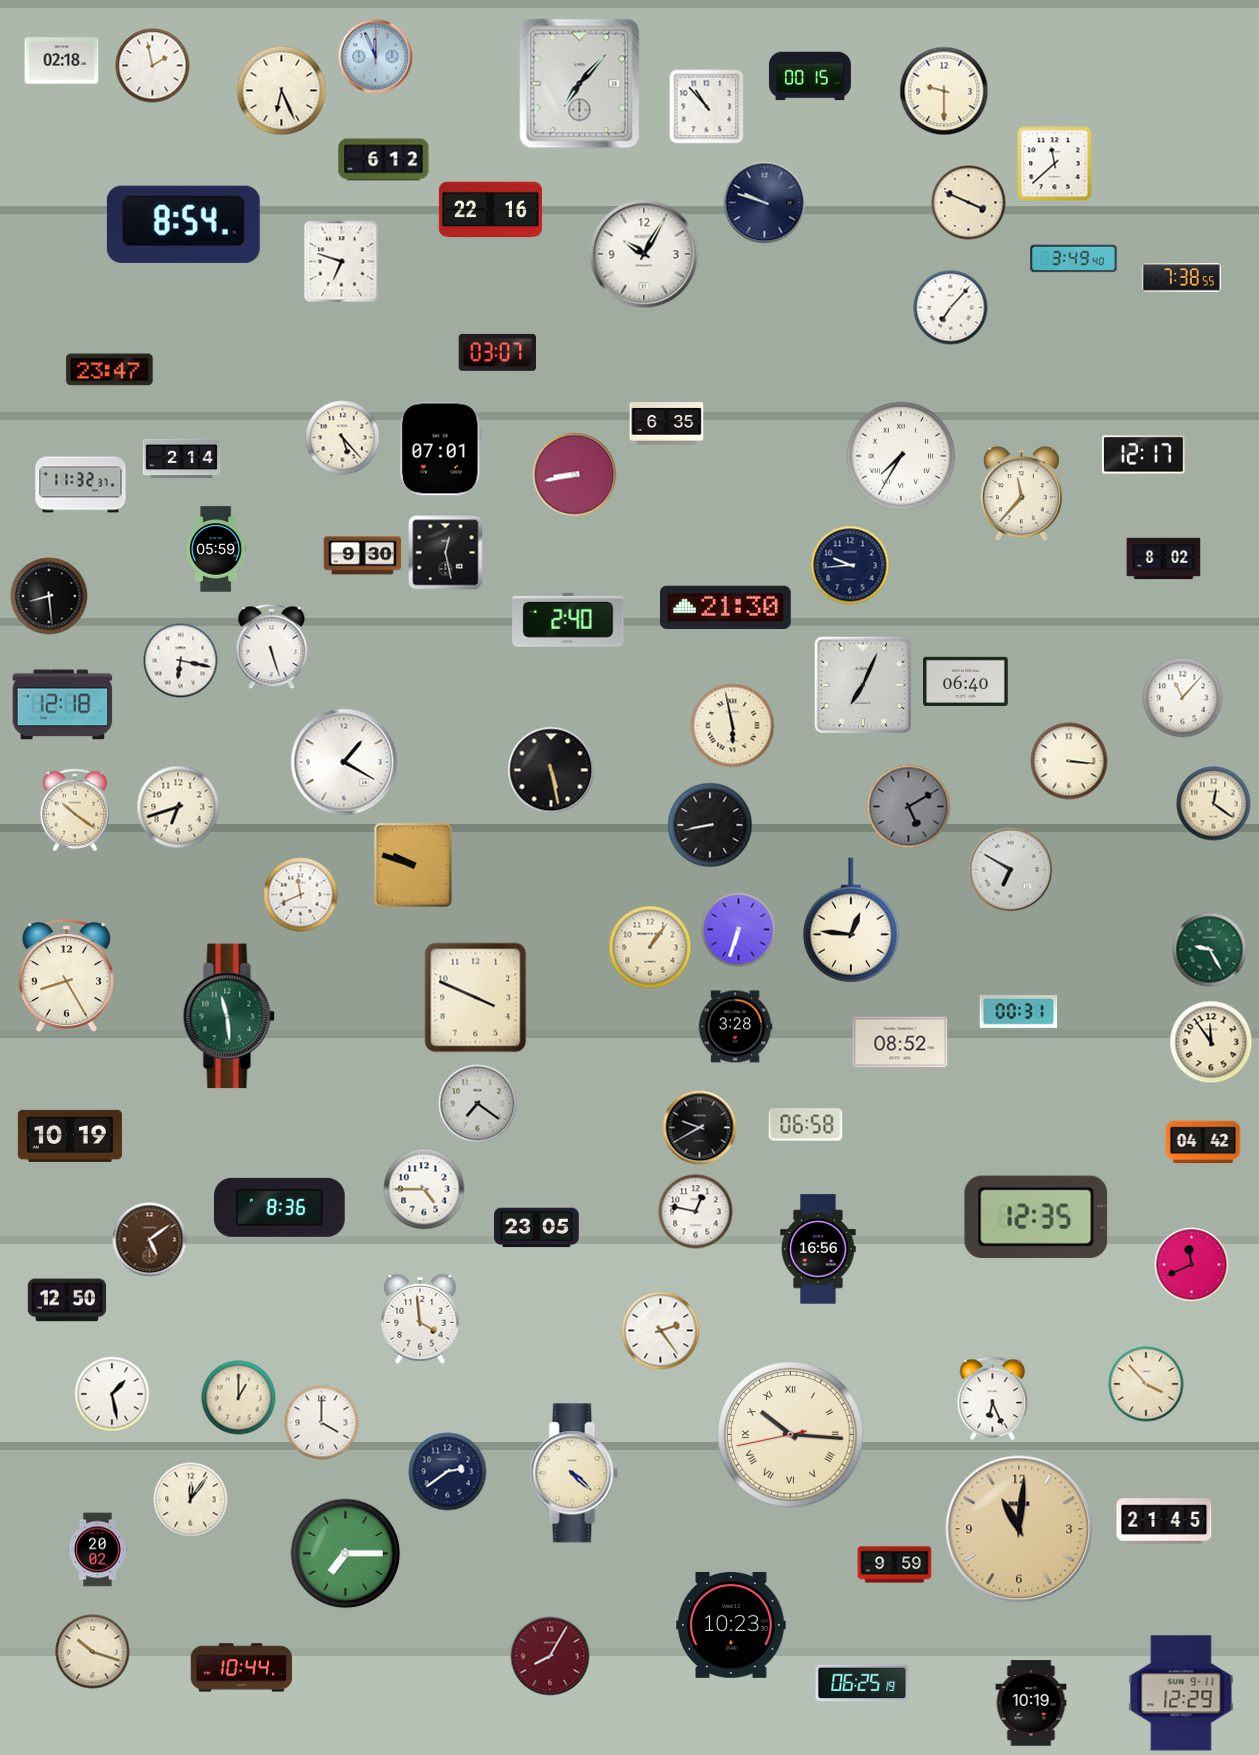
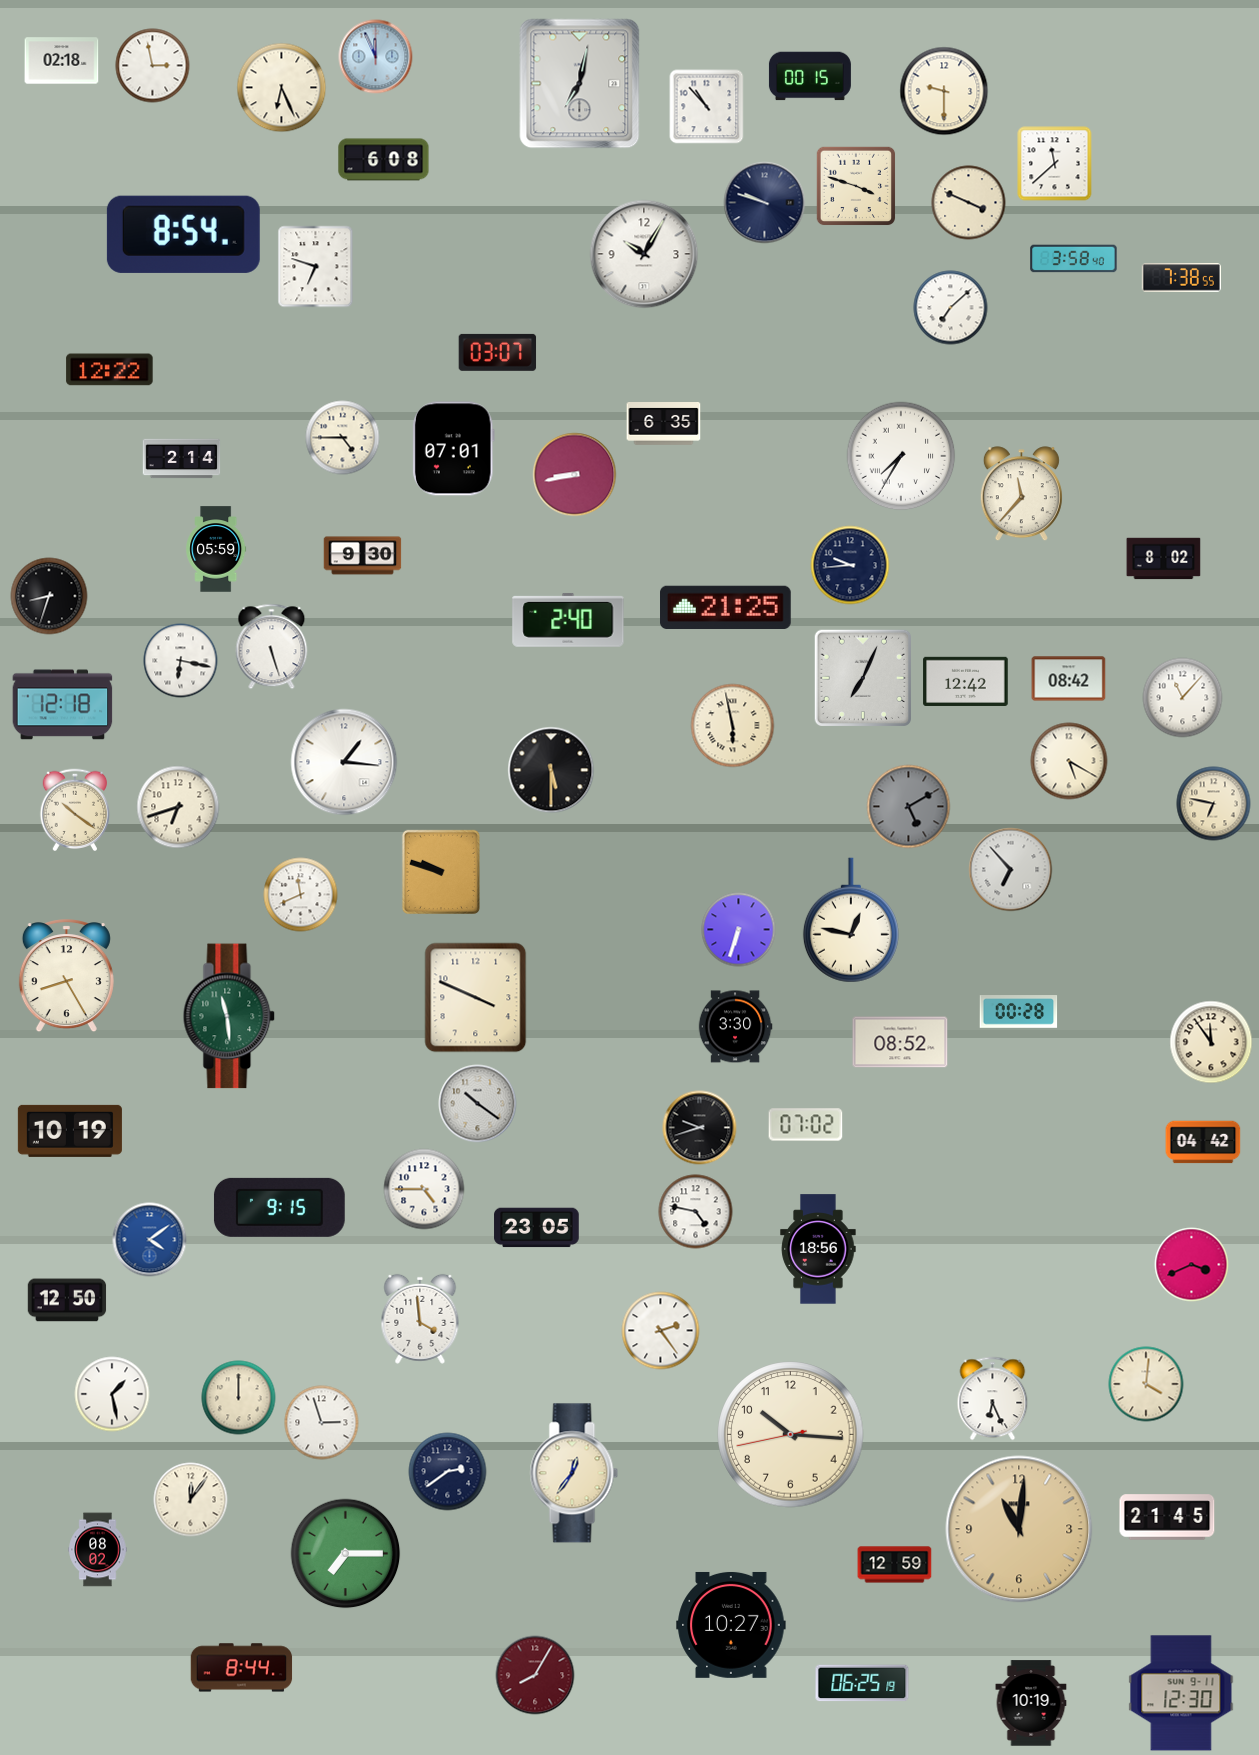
clock at (153, 66): 1:58 -> 2:58
clock at (580, 84): 7:07 -> 7:02
clock at (282, 91) position: (282, 91) -> (282, 88)
clock at (384, 160): 6:12 -> 6:08
clock at (856, 186): none -> 3:48
clock at (490, 210): 22:16 -> none
clock at (183, 224) position: (183, 224) -> (183, 234)
clock at (1074, 259): 3:49 -> 3:58
clock at (342, 262) position: (342, 262) -> (316, 267)
clock at (951, 308): 7:07 -> 7:08
clock at (110, 370): 23:47 -> 12:22
clock at (667, 424) position: (667, 424) -> (664, 424)
clock at (343, 438): 5:23 -> 4:45
clock at (440, 449) position: (440, 449) -> (453, 449)
clock at (1143, 455): 12:17 -> none
clock at (81, 485): 11:32 -> none
clock at (446, 553): 12:28 -> none
clock at (49, 596): 8:29 -> 8:33
clock at (726, 607): 21:30 -> 21:25
clock at (1069, 679): none -> 08:42
clock at (966, 681): 06:40 -> 12:42
clock at (862, 684) position: (862, 684) -> (862, 677)
clock at (1069, 761): 3:16 -> 5:20
clock at (344, 762): 1:20 -> 1:16
clock at (551, 770): 5:28 -> 5:30
clock at (1214, 804): 12:21 -> 6:47
clock at (710, 825): 8:43 -> none
clock at (413, 865) position: (413, 865) -> (441, 872)
clock at (1011, 870): 6:50 -> 6:53
clock at (851, 920): 12:46 -> 12:47
clock at (650, 947): 1:06 -> none
clock at (1210, 950): 9:25 -> none
clock at (1019, 1012): 00:31 -> 00:28
clock at (735, 1027): 3:28 -> 3:30
clock at (478, 1104): 7:21 -> 10:21
clock at (806, 1125): 06:58 -> 07:02
clock at (700, 1128): 9:40 -> 9:42
clock at (70, 1136) position: (70, 1136) -> (70, 1131)
clock at (279, 1207): 8:36 -> 9:15
clock at (696, 1212): 12:47 -> 4:47
clock at (1036, 1216): 12:35 -> none
clock at (150, 1240): 5:09 -> 4:09
clock at (150, 1240) dial: brown -> blue
clock at (818, 1249): 16:56 -> 18:56
clock at (1192, 1265): 11:41 -> 3:41
clock at (1146, 1384): 3:53 -> 4:01
clock at (239, 1398): 1:00 -> 12:00
clock at (322, 1423): 4:00 -> 2:57
clock at (791, 1435) numerals: Roman -> Arabic
clock at (574, 1473): 4:22 -> 12:36
clock at (1164, 1521) position: (1164, 1521) -> (1167, 1517)
clock at (98, 1550): 20:02 -> 08:02
clock at (895, 1565): 9:59 -> 12:59
clock at (731, 1625): 10:23 -> 10:27
clock at (93, 1652): 10:18 -> none
clock at (550, 1656) position: (550, 1656) -> (535, 1675)
clock at (242, 1668): 10:44 -> 8:44
clock at (1181, 1693): 12:29 -> 12:30
